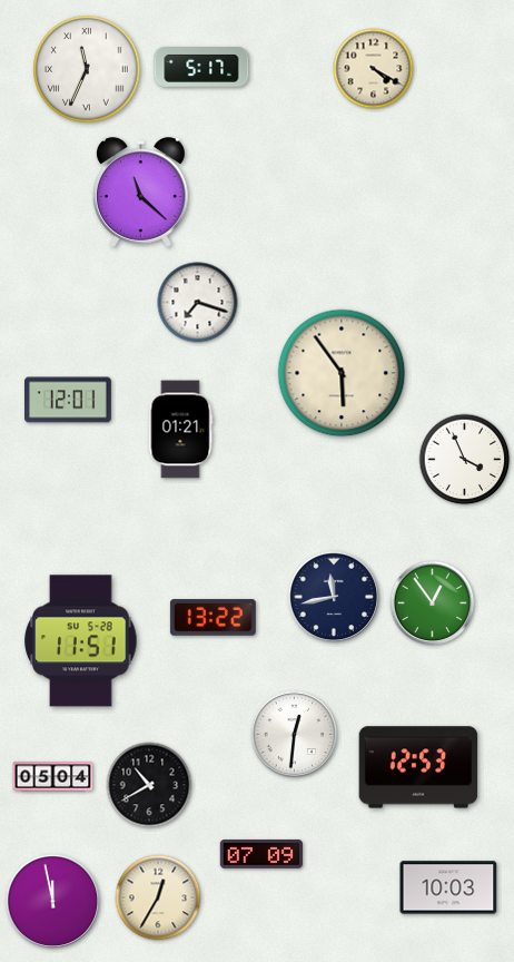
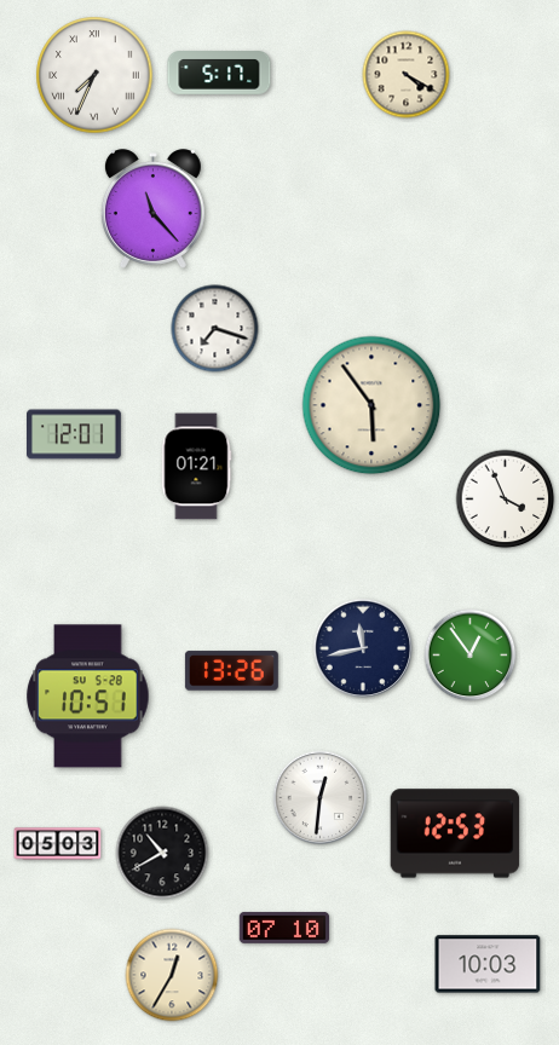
clock at (87, 69): 11:34 -> 7:34
clock at (140, 193): 11:22 -> 11:23
clock at (212, 618): 13:22 -> 13:26
clock at (81, 641): 11:51 -> 10:51
clock at (53, 777): 05:04 -> 05:03
clock at (260, 854): 07:09 -> 07:10
clock at (52, 901): 11:58 -> none
